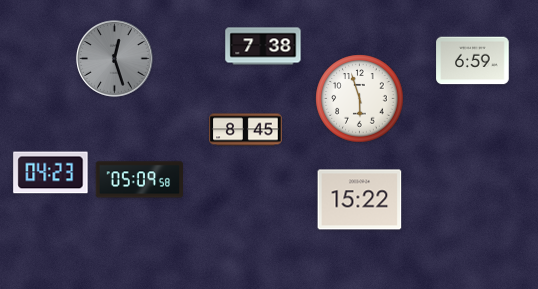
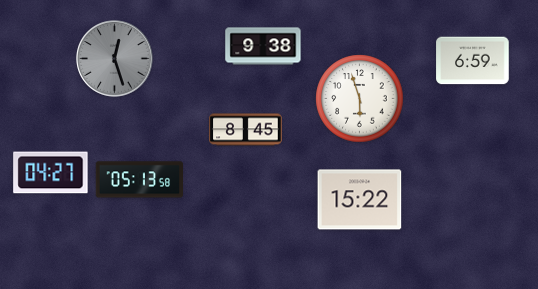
clock at (263, 46): 7:38 -> 9:38
clock at (51, 173): 04:23 -> 04:27
clock at (139, 180): 05:09 -> 05:13
